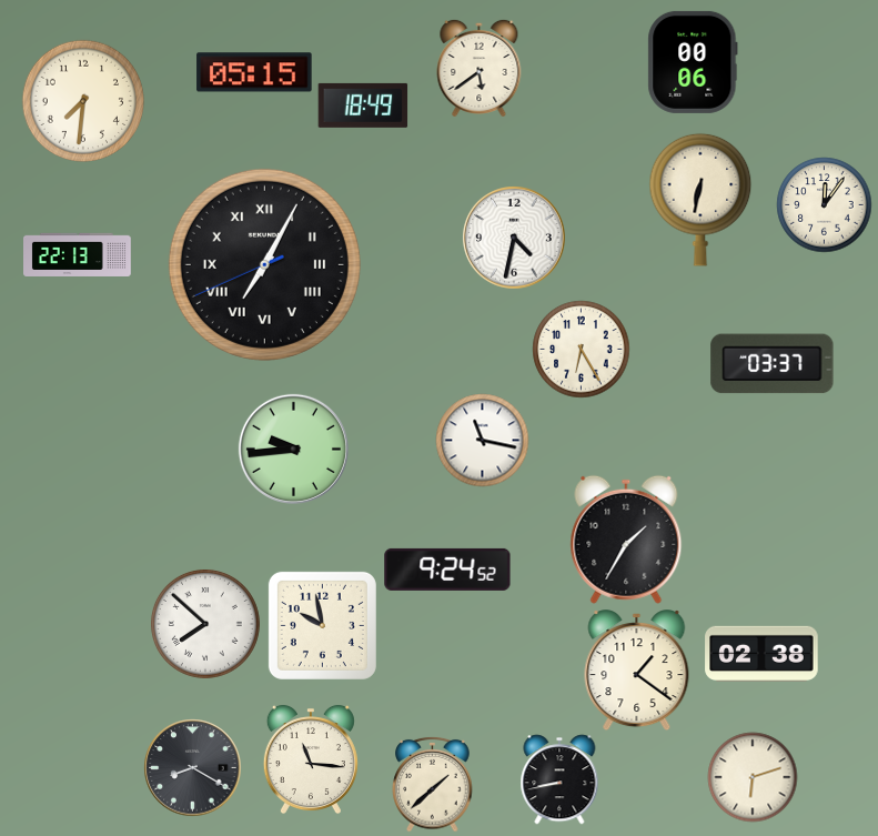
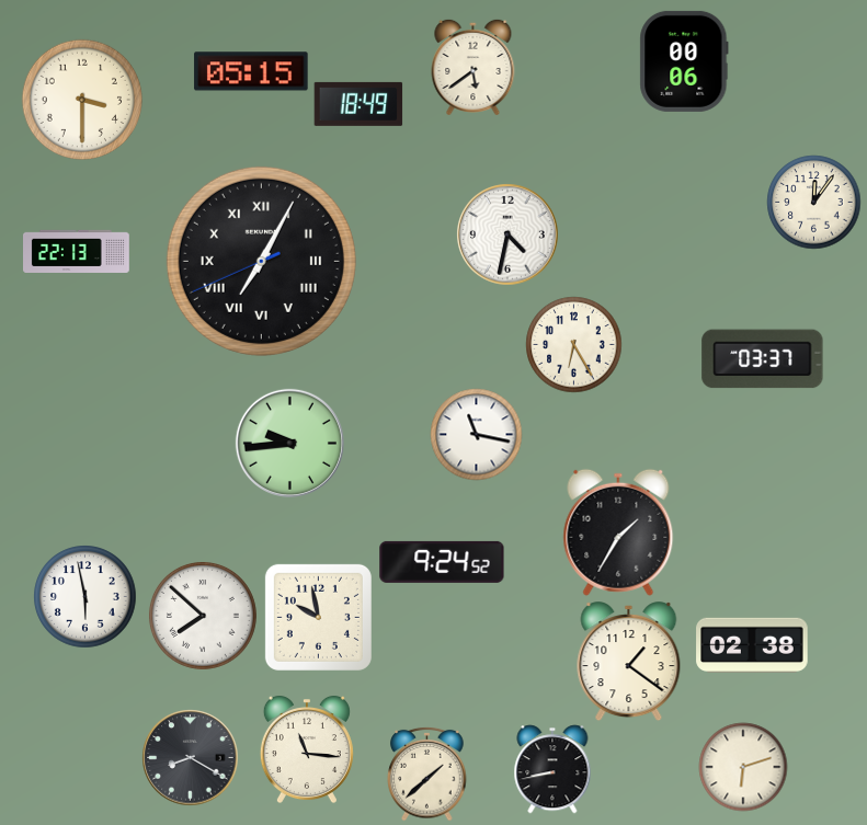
clock at (82, 100): 7:31 -> 3:30
clock at (700, 200): 6:32 -> none
clock at (84, 596): none -> 5:58
